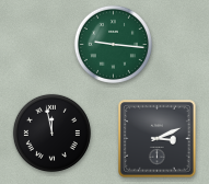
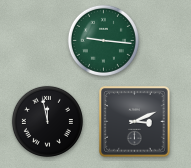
clock at (158, 139) position: (158, 139) -> (135, 122)
